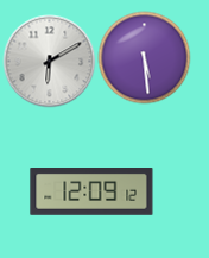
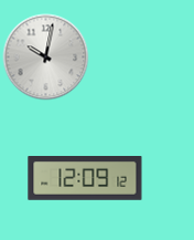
clock at (144, 57): 5:29 -> none
clock at (49, 61): 6:10 -> 10:02
